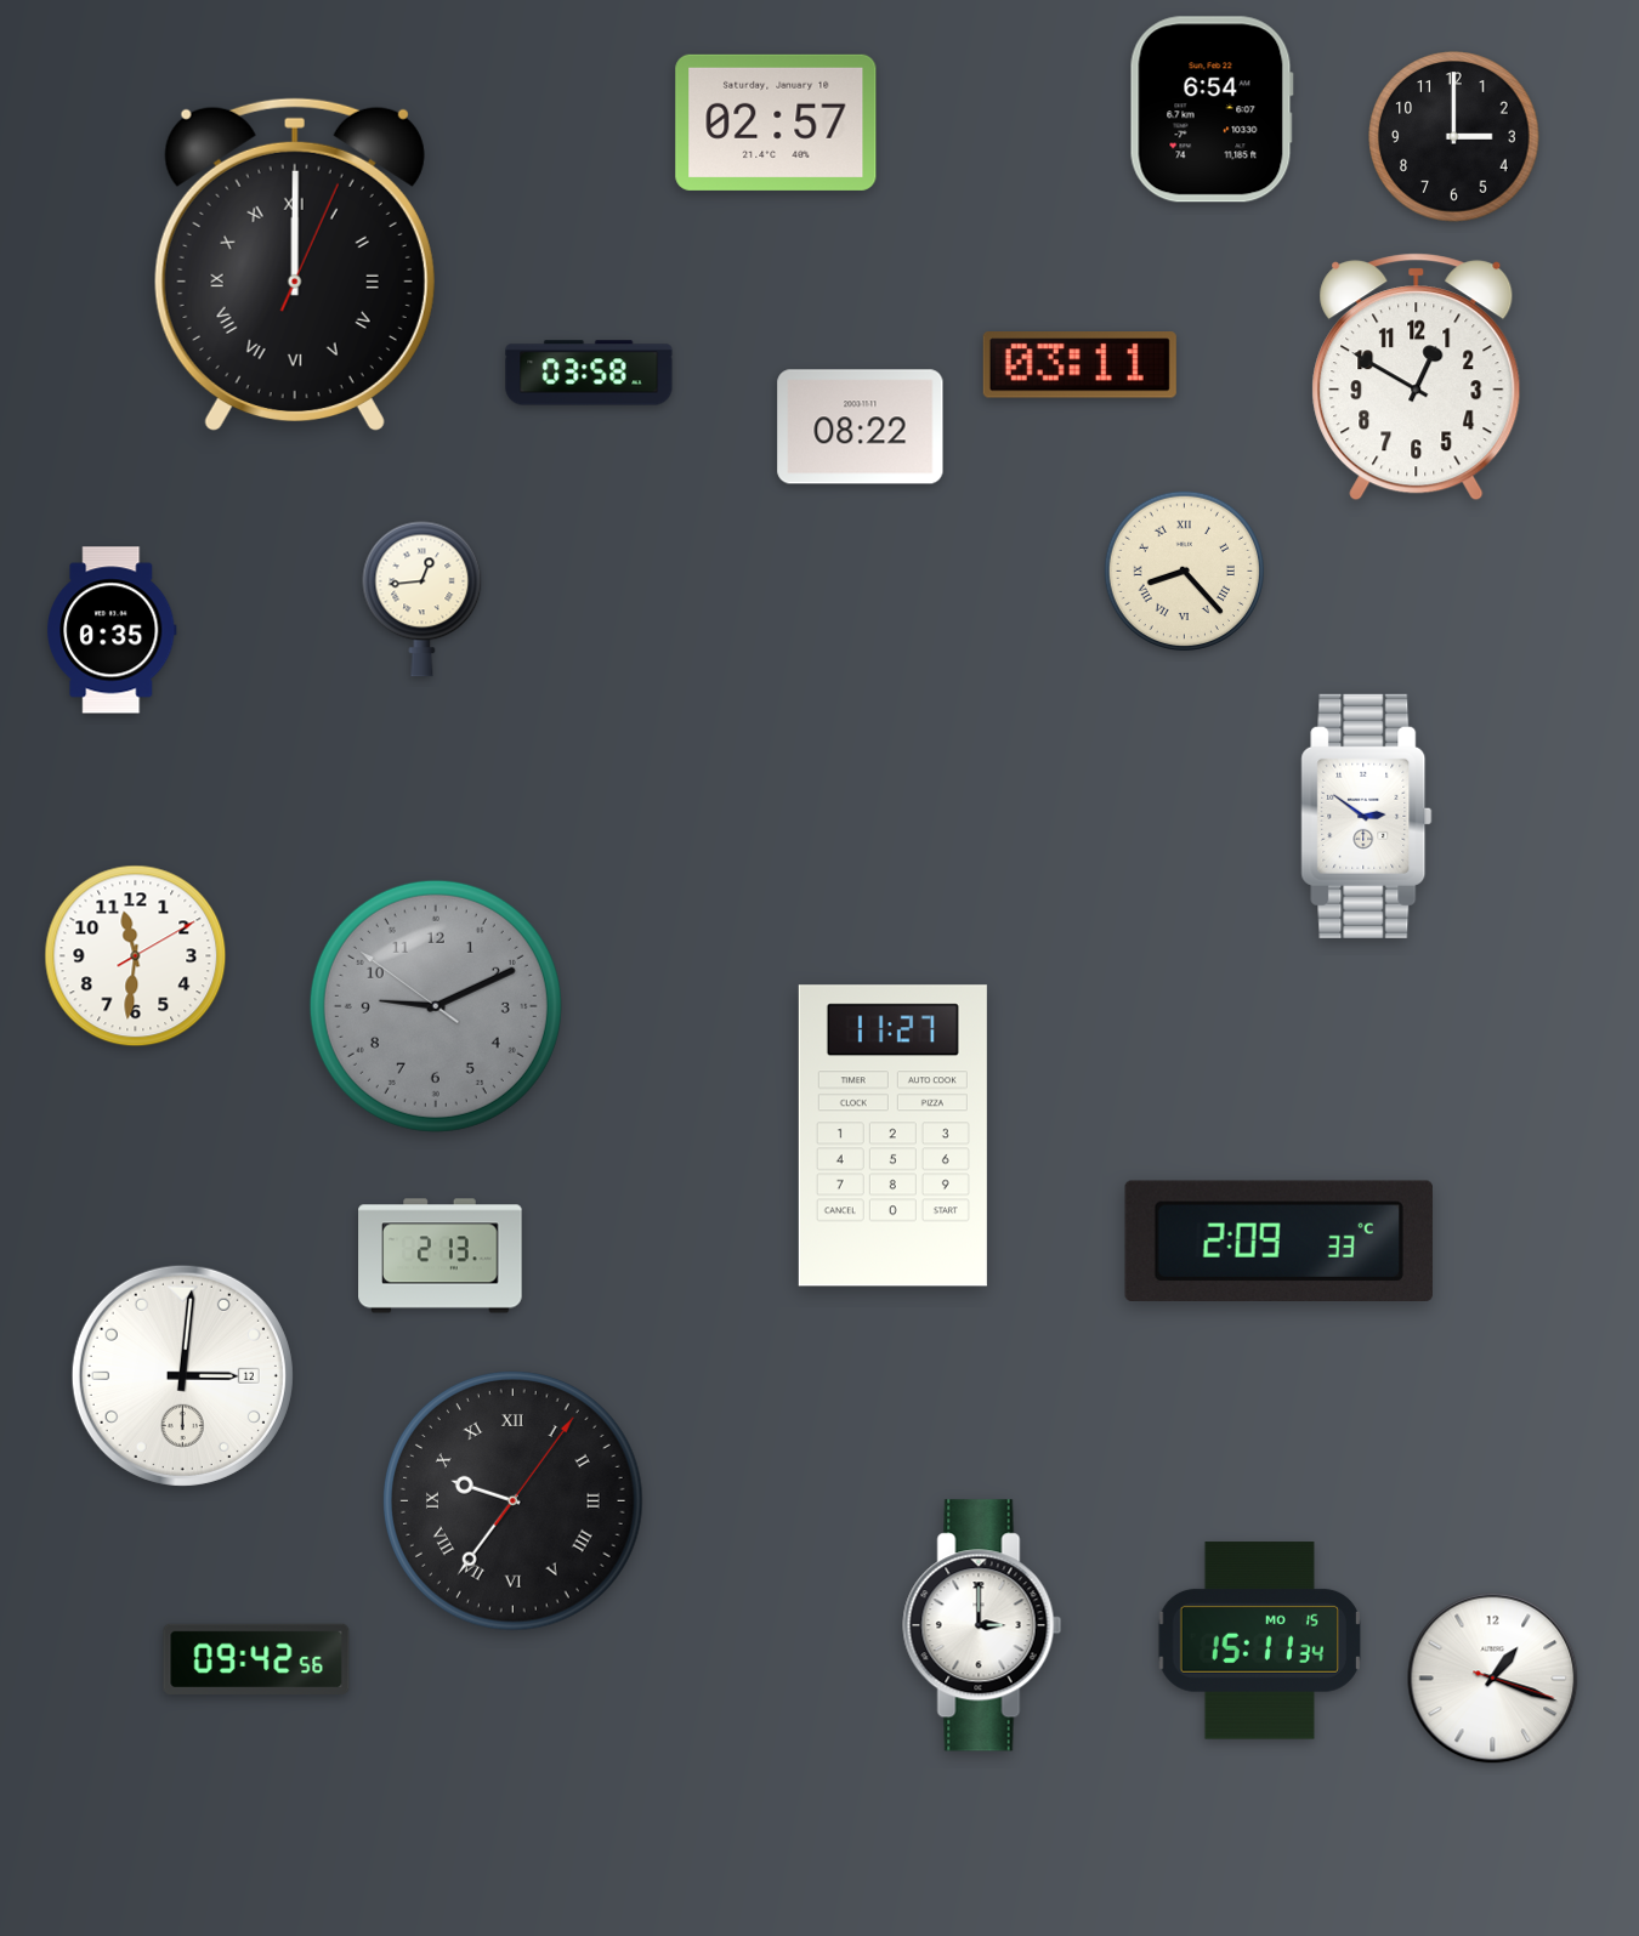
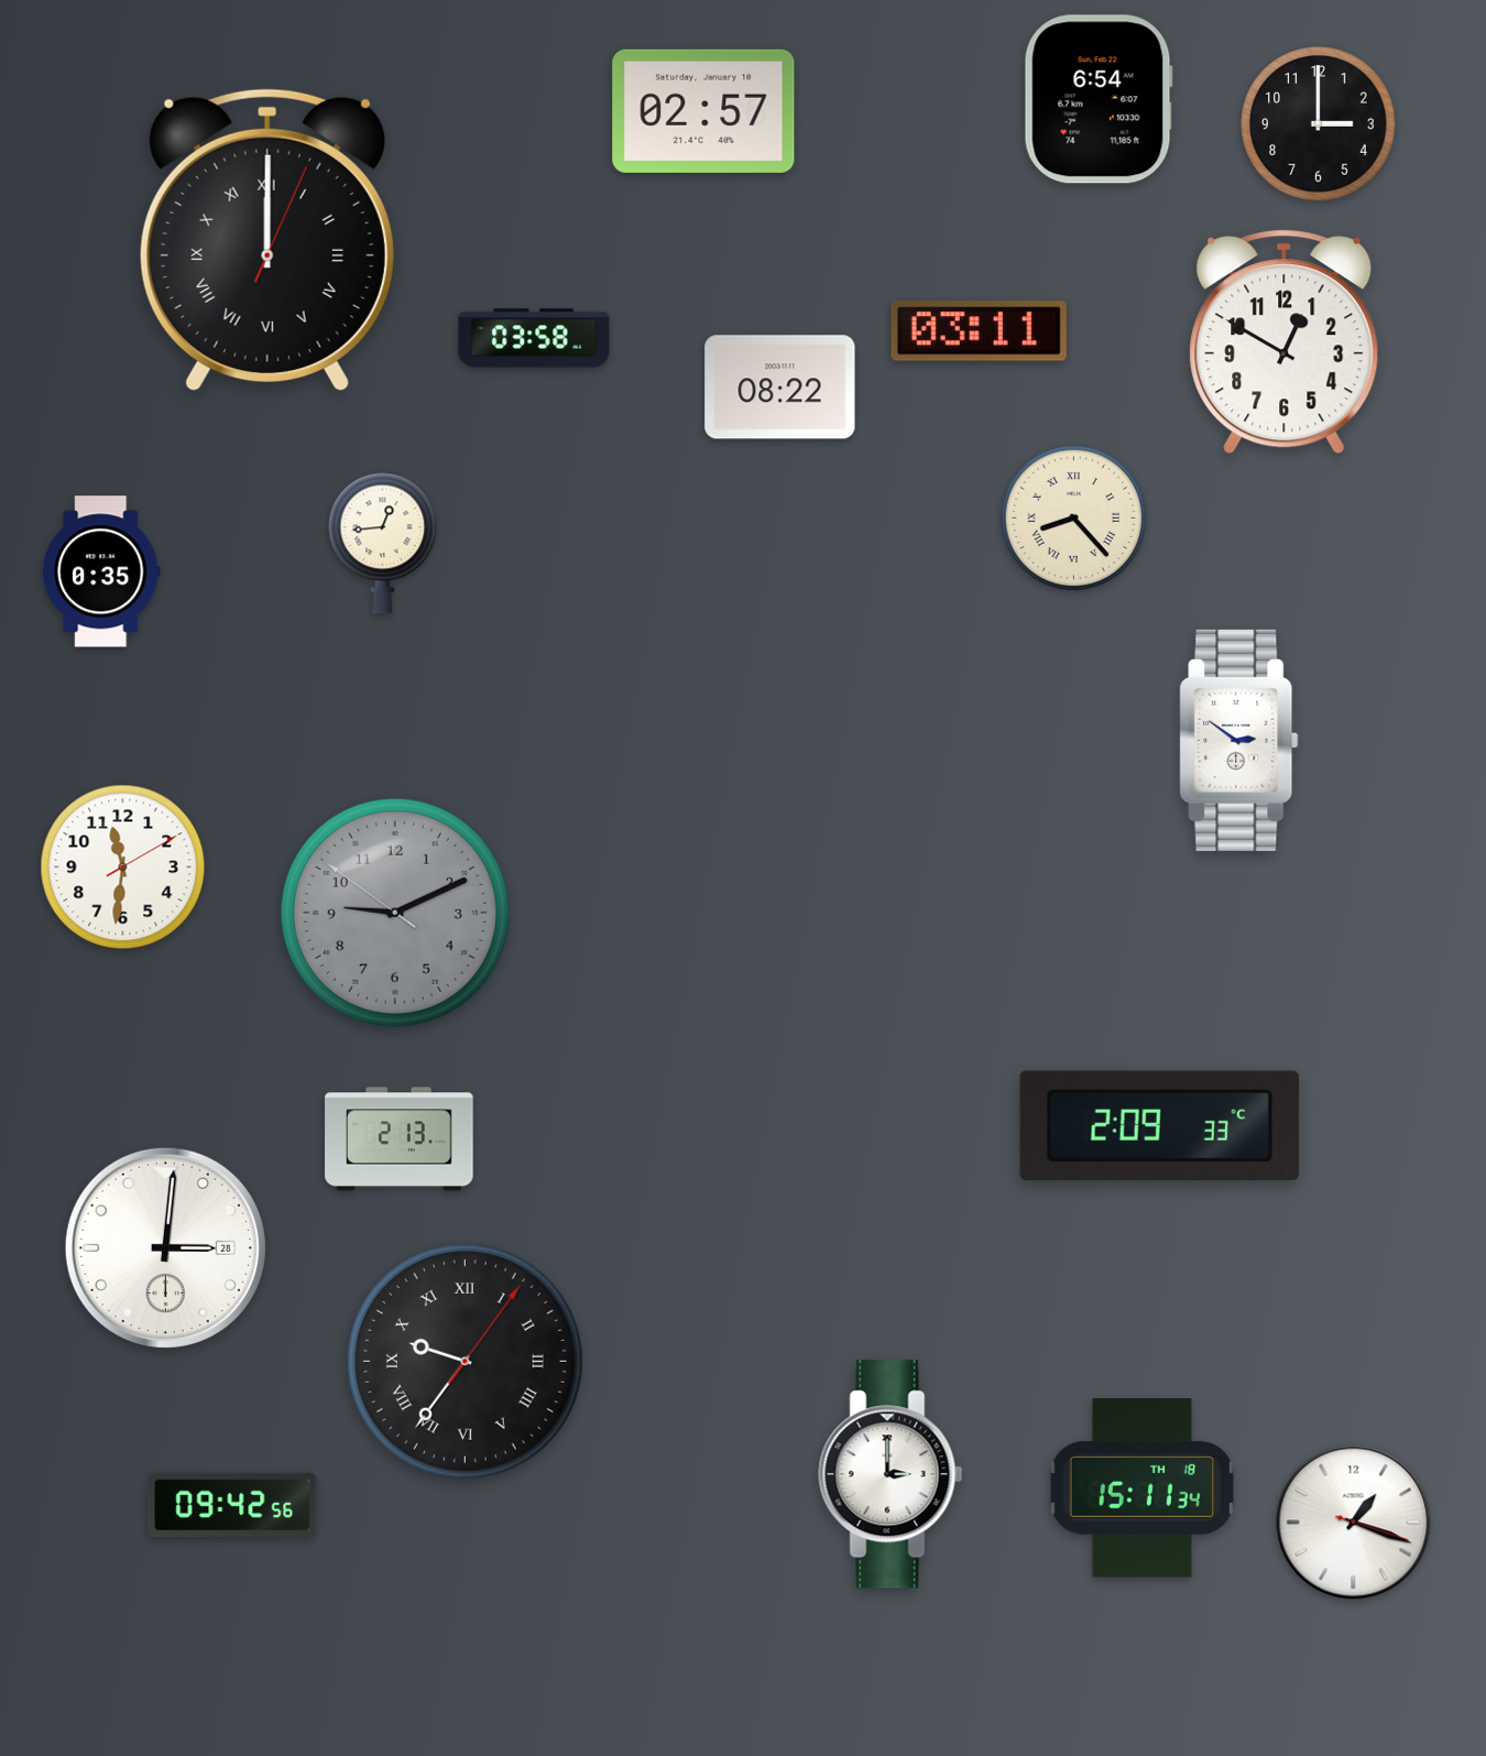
clock at (892, 1136): 11:27 -> none
clock at (182, 1375) date: 12 -> 28
clock at (1259, 1641) date: MO 15 -> TH 18
